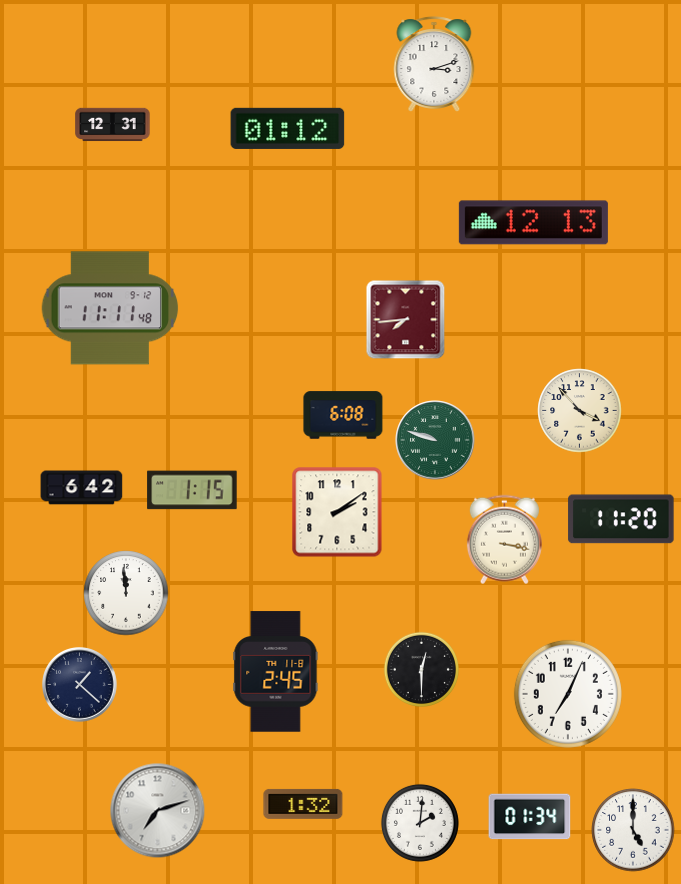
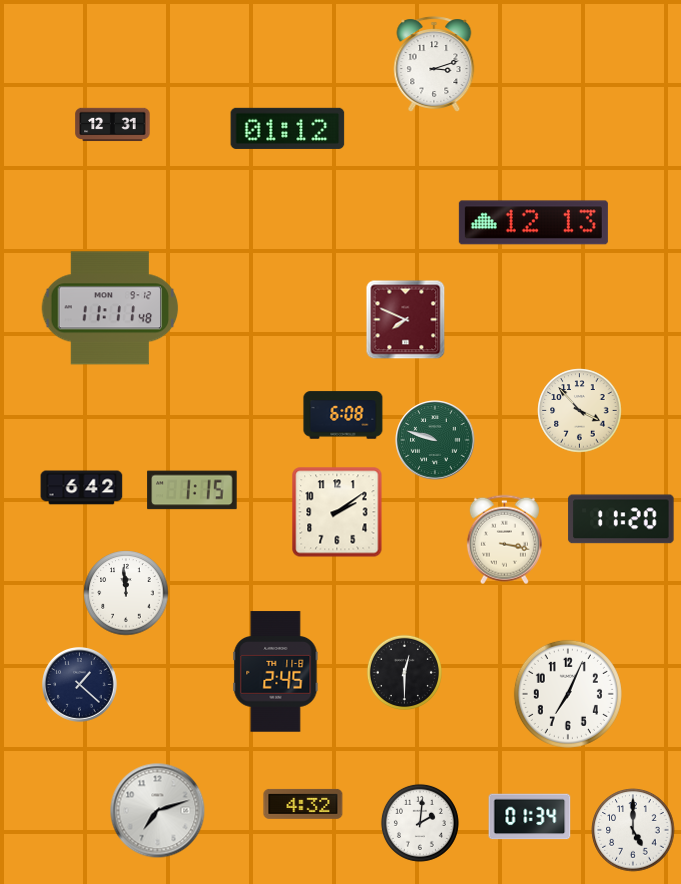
clock at (406, 320): 7:44 -> 7:49
clock at (421, 669) position: (421, 669) -> (404, 672)
clock at (303, 804): 1:32 -> 4:32
